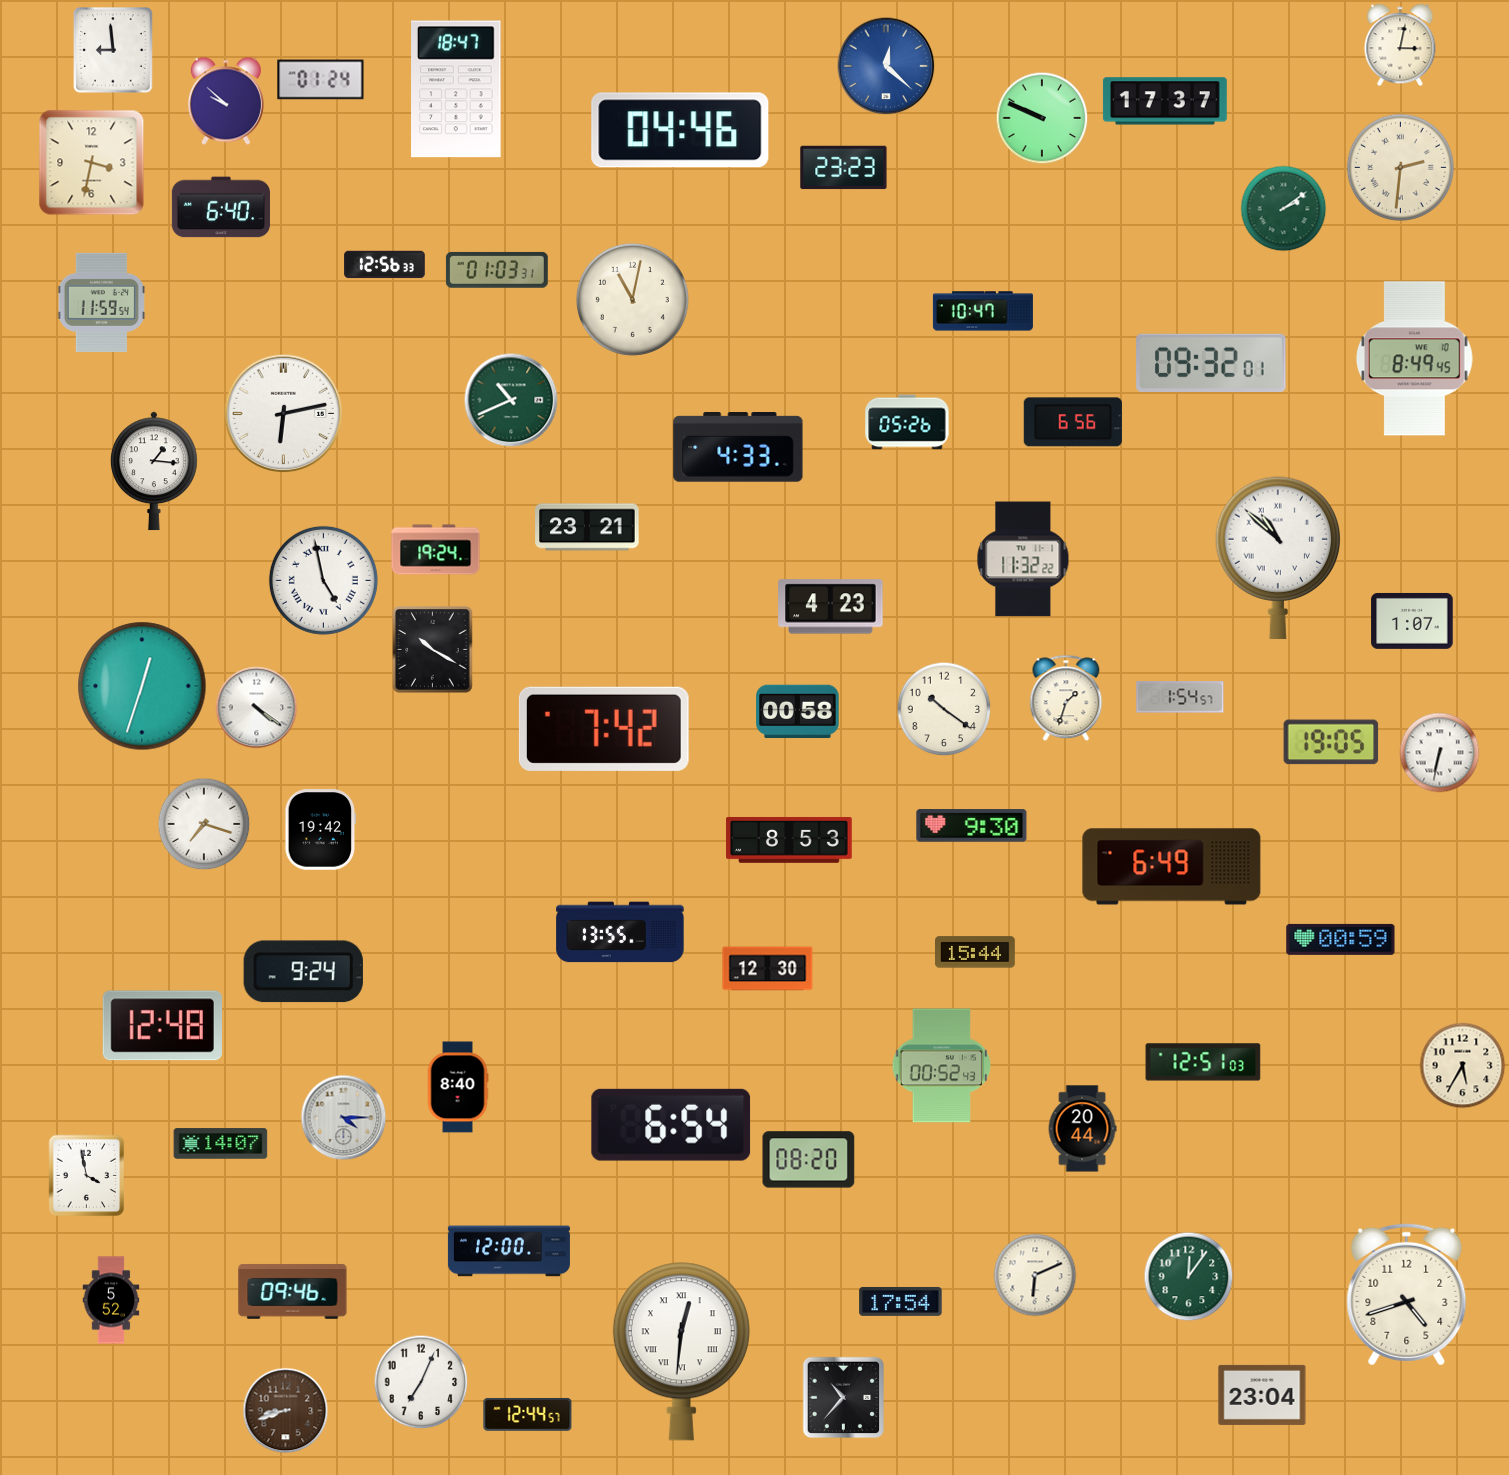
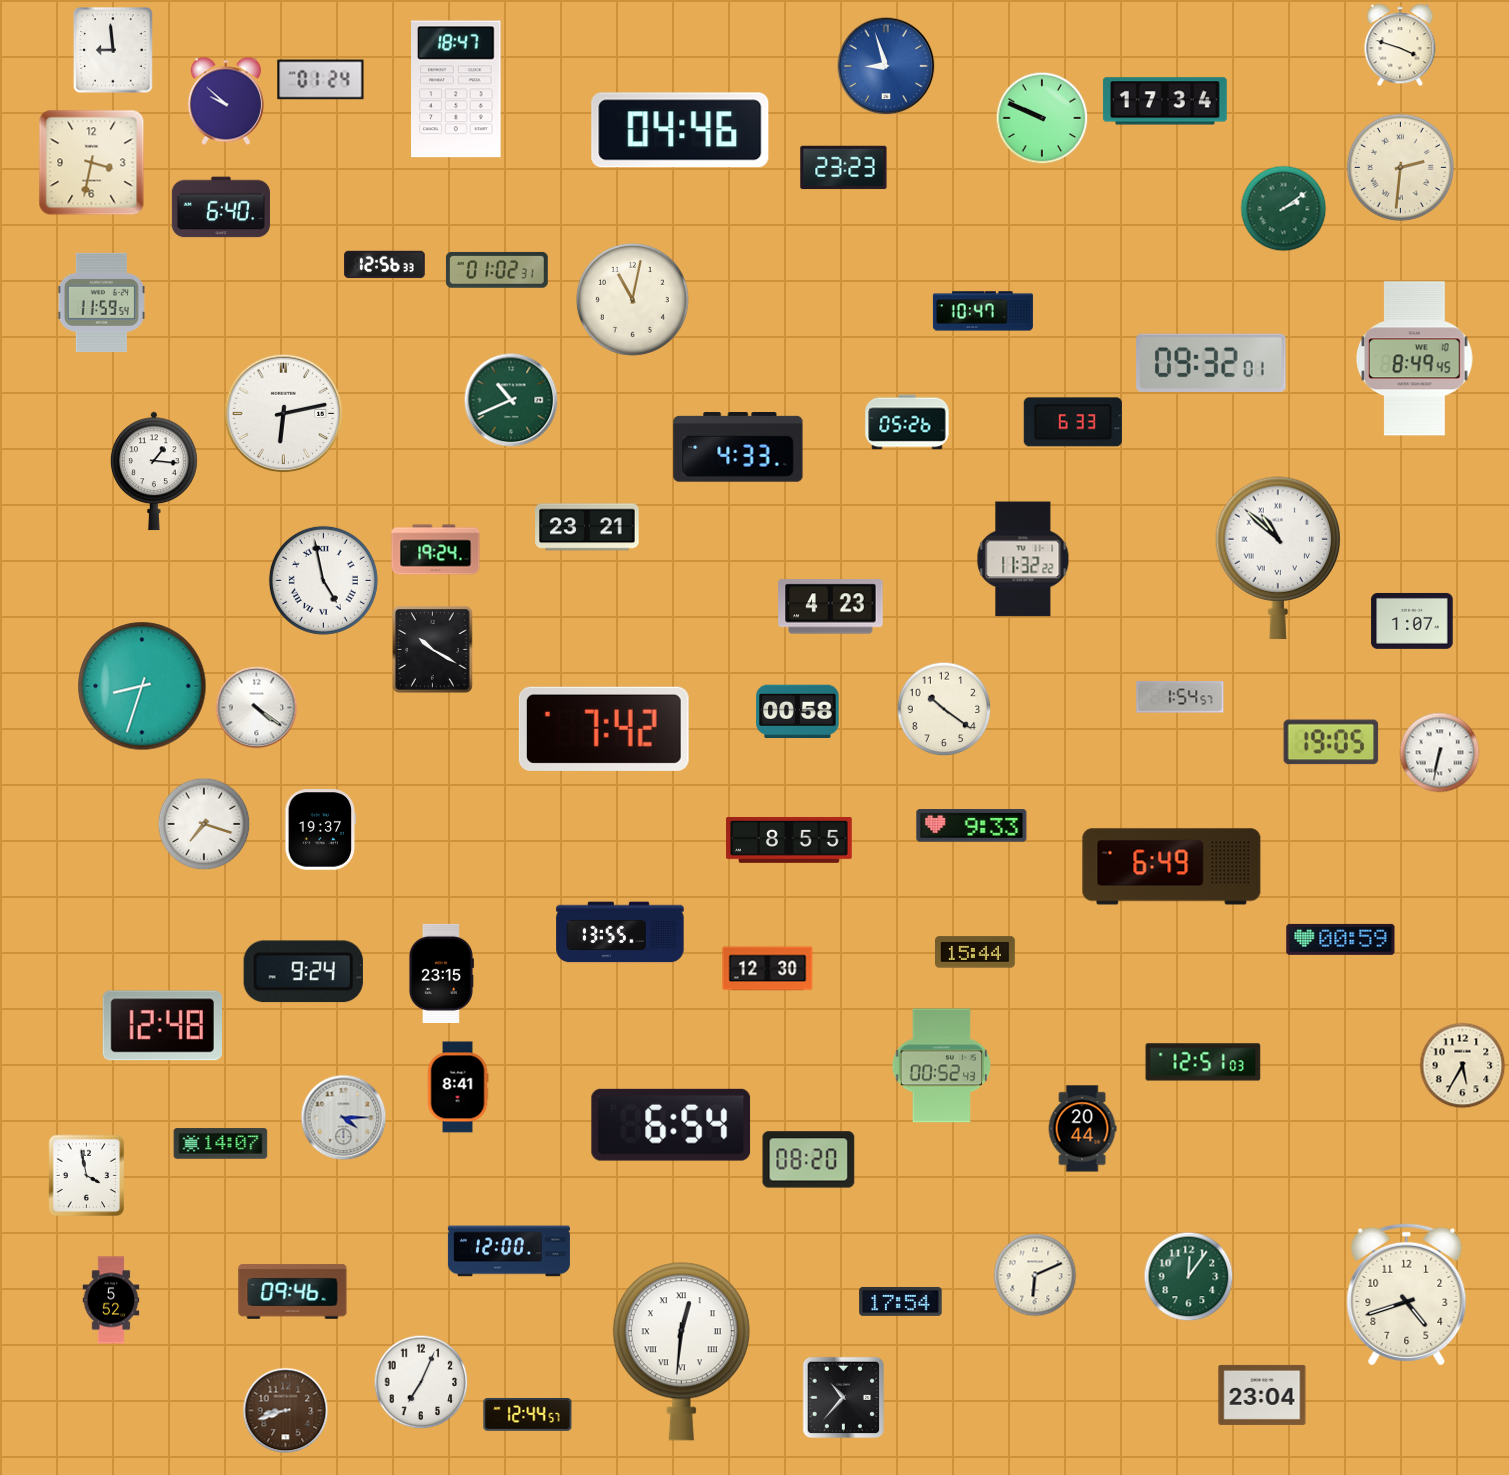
clock at (1400, 45): 3:02 -> 3:48
clock at (886, 66): 12:22 -> 8:57
clock at (1165, 101): 17:37 -> 17:34
clock at (497, 270): 01:03 -> 01:02
clock at (1073, 422): 6:56 -> 6:33
clock at (142, 686): 12:33 -> 8:33
clock at (1066, 698): 1:33 -> none
clock at (972, 826): 9:30 -> 9:33
clock at (321, 830): 19:42 -> 19:37
clock at (789, 840): 8:53 -> 8:55
clock at (441, 973): none -> 23:15
clock at (458, 1087): 8:40 -> 8:41
